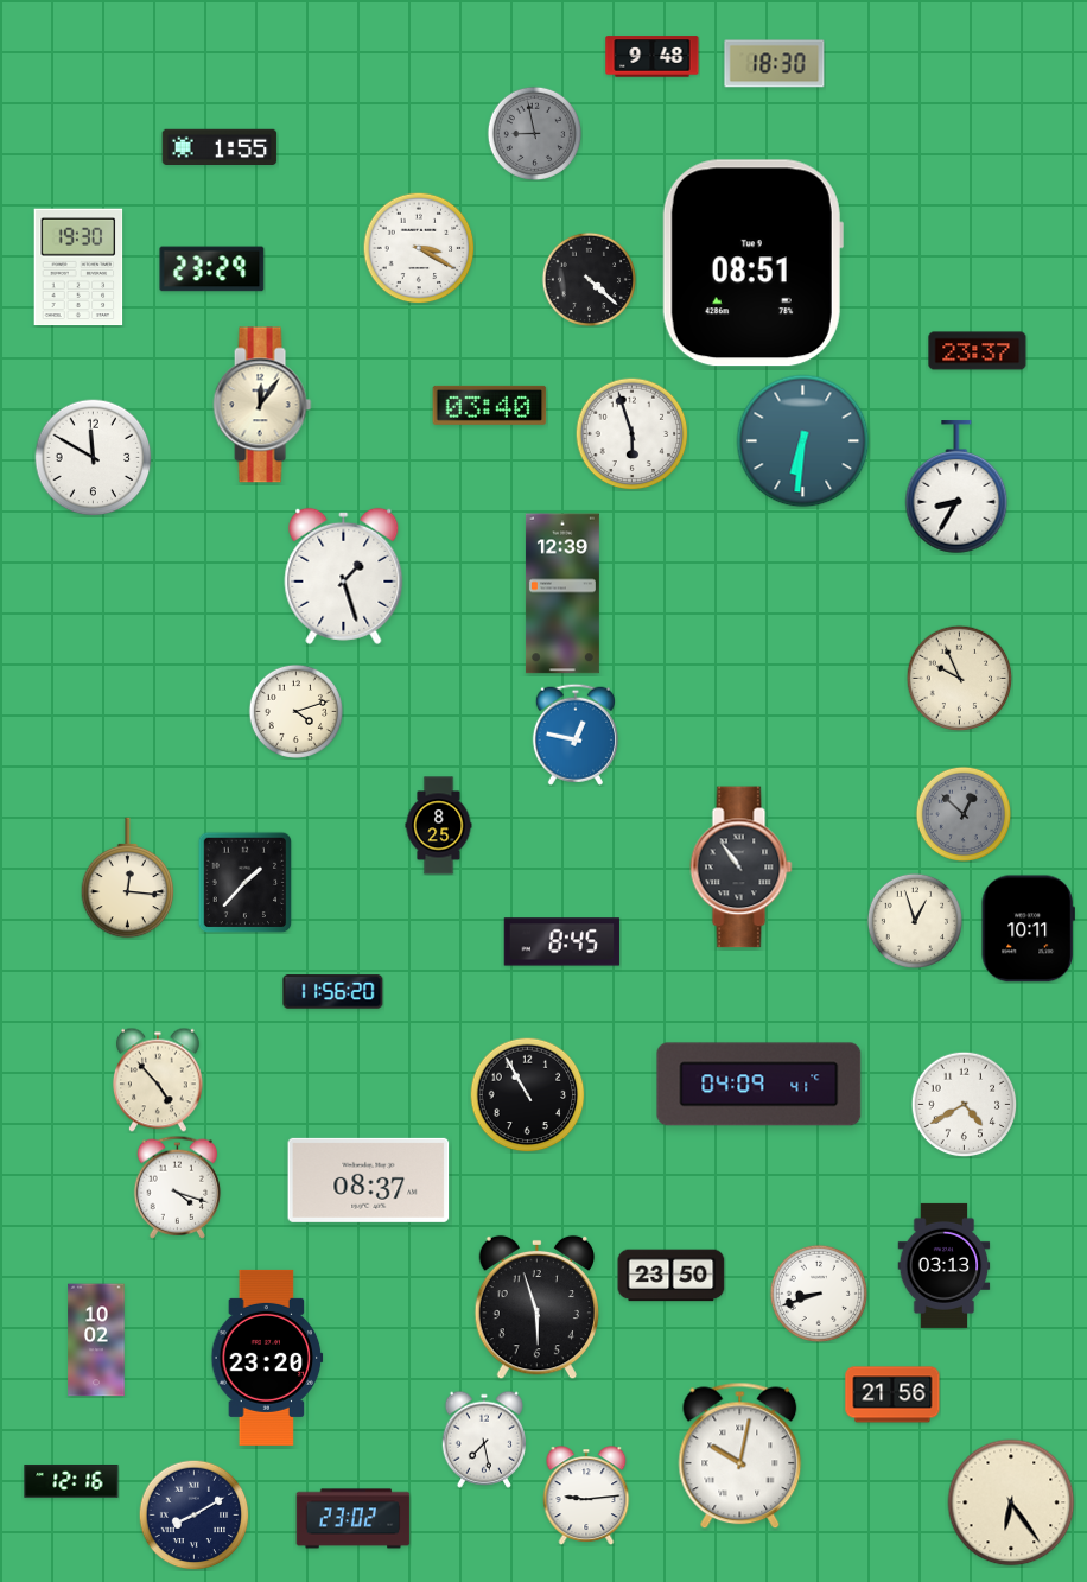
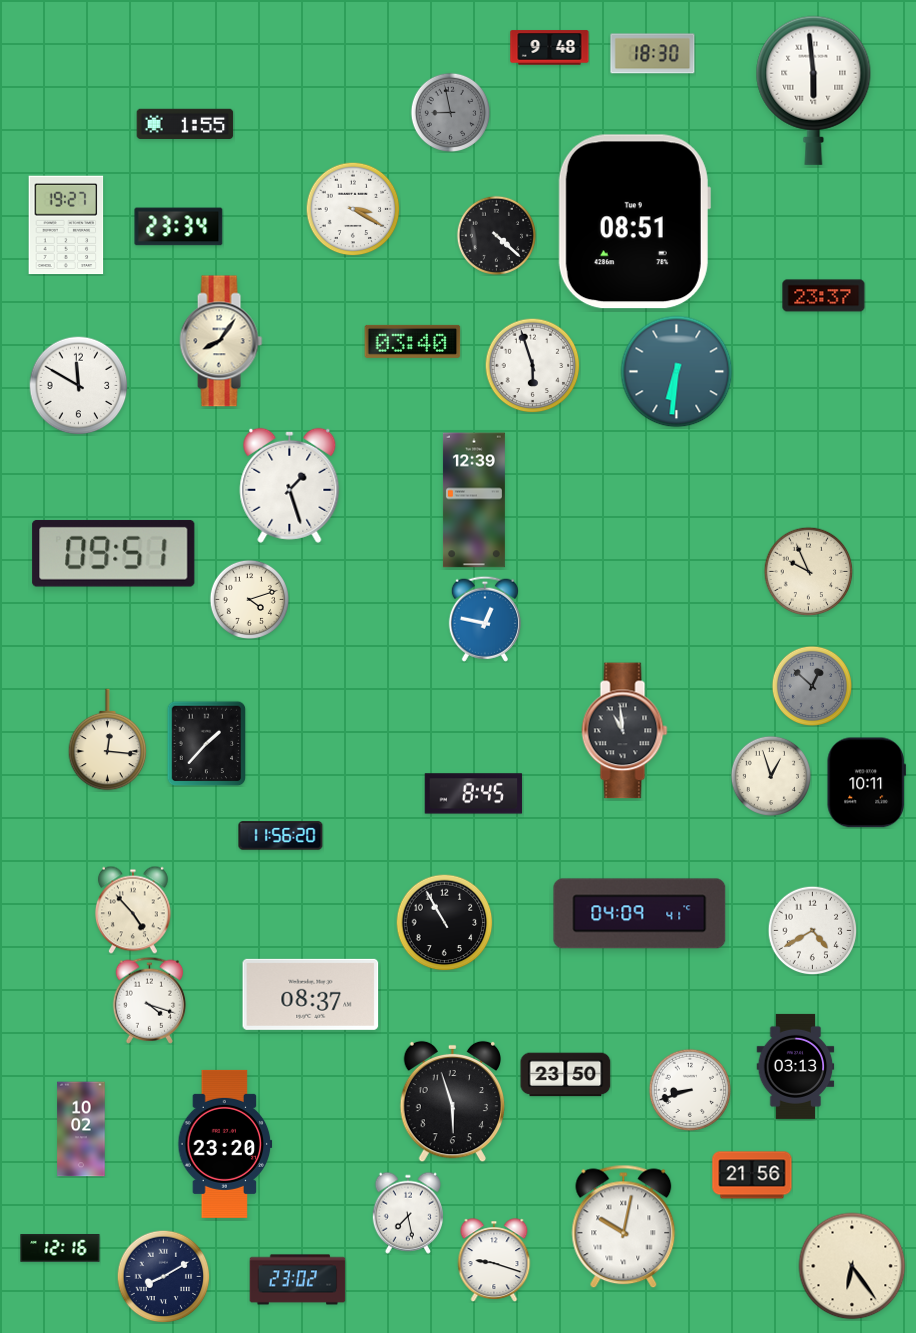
clock at (814, 90): none -> 5:59
clock at (78, 267): 19:30 -> 19:27
clock at (212, 269): 23:29 -> 23:34
clock at (262, 405): 12:06 -> 8:06
clock at (956, 488): 8:35 -> none
clock at (114, 553): none -> 09:51
clock at (439, 826): 8:25 -> none
clock at (742, 868): 10:54 -> 10:59
clock at (586, 1495): 9:14 -> 9:18
